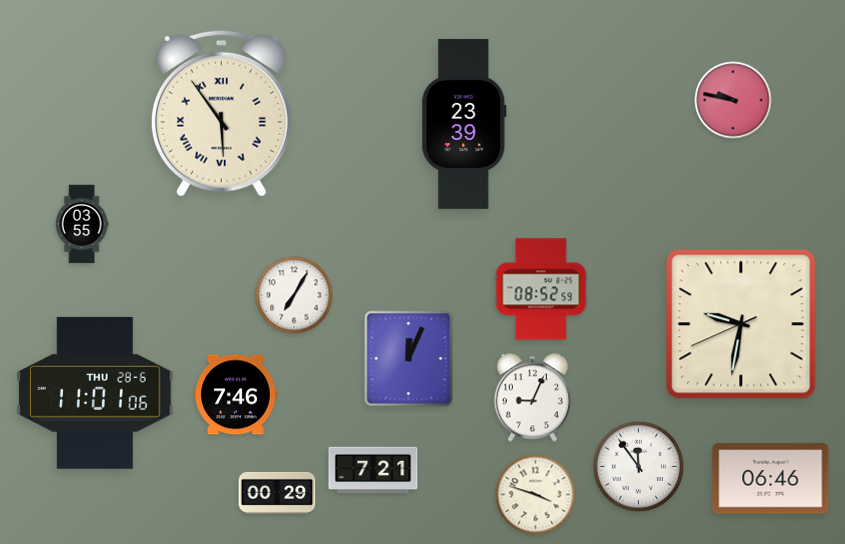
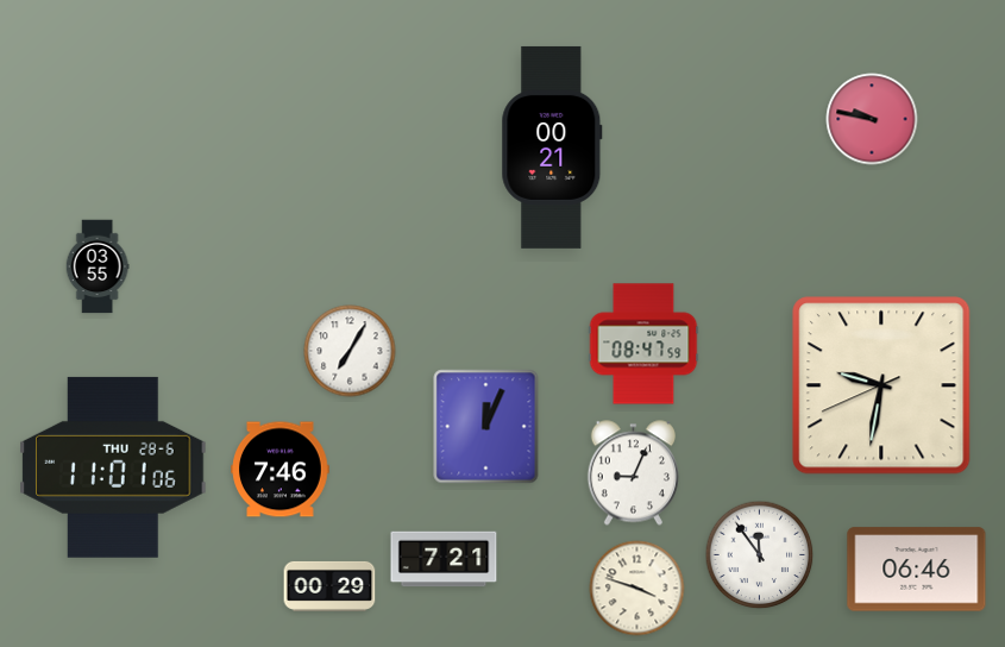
clock at (221, 113): 5:54 -> none
clock at (464, 124): 23:39 -> 00:21
clock at (541, 289): 08:52 -> 08:47
